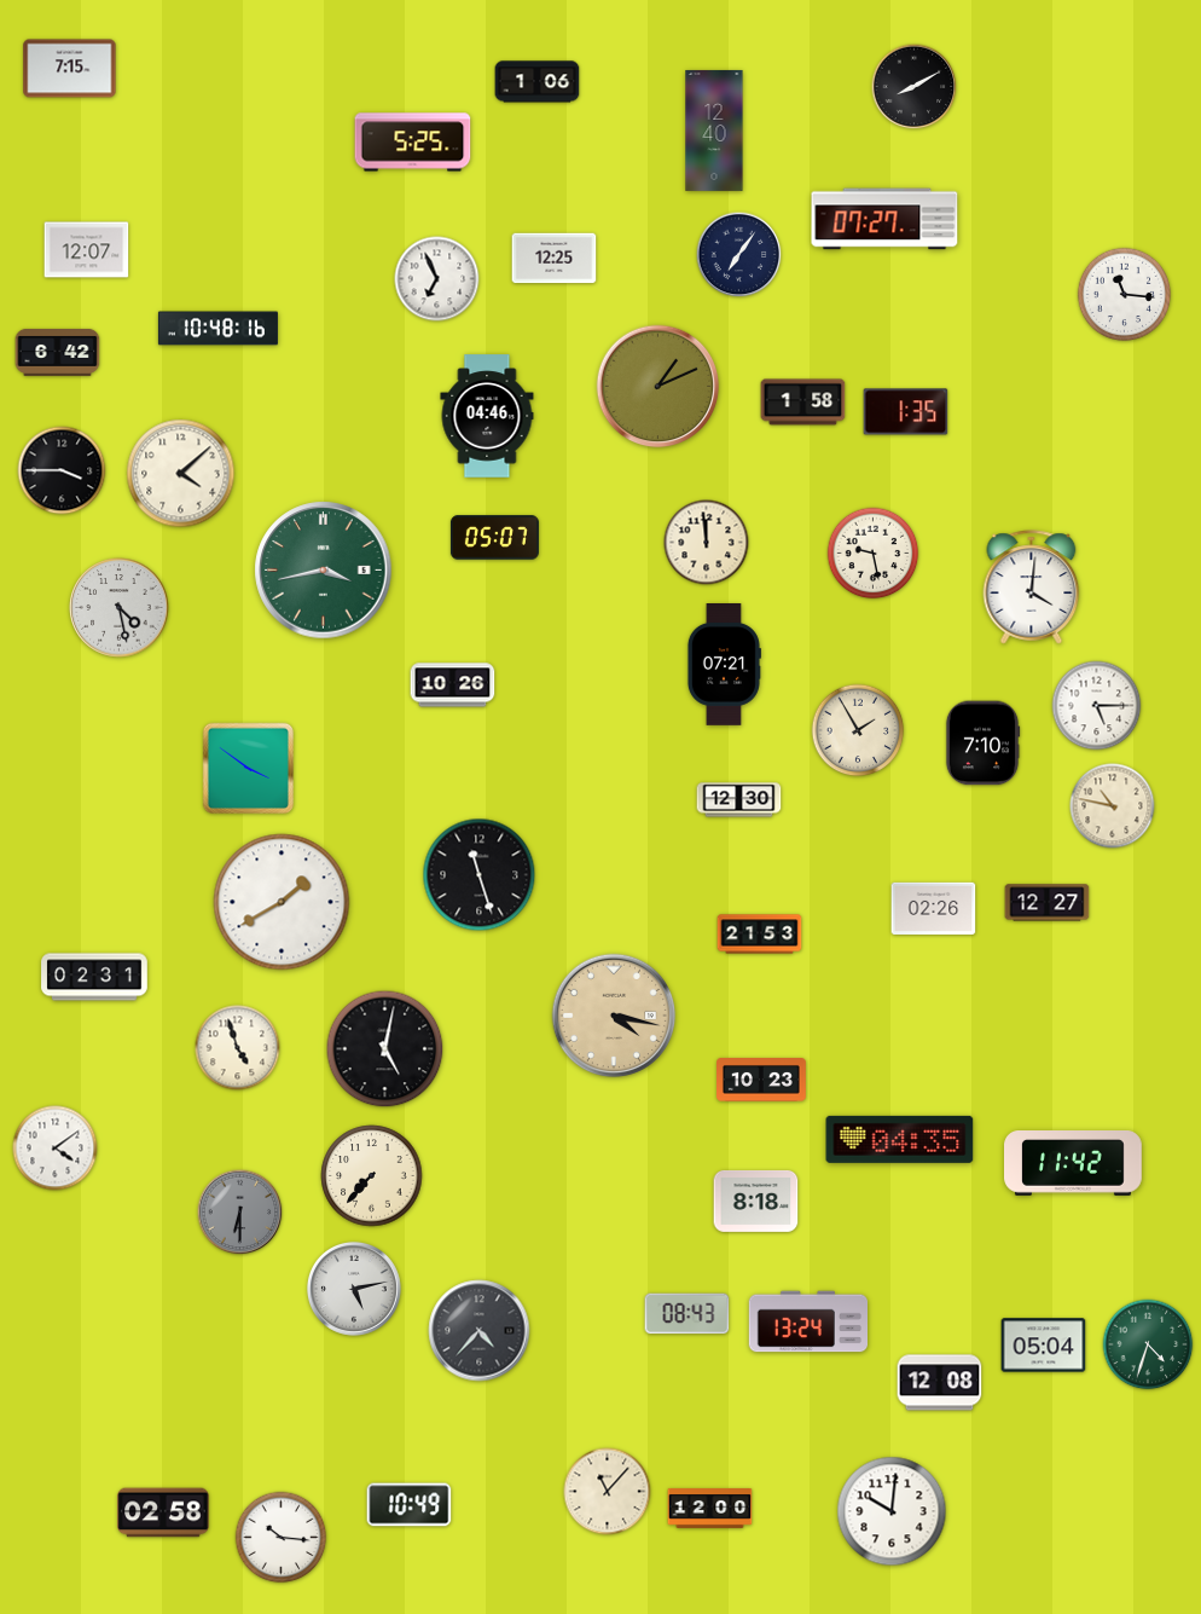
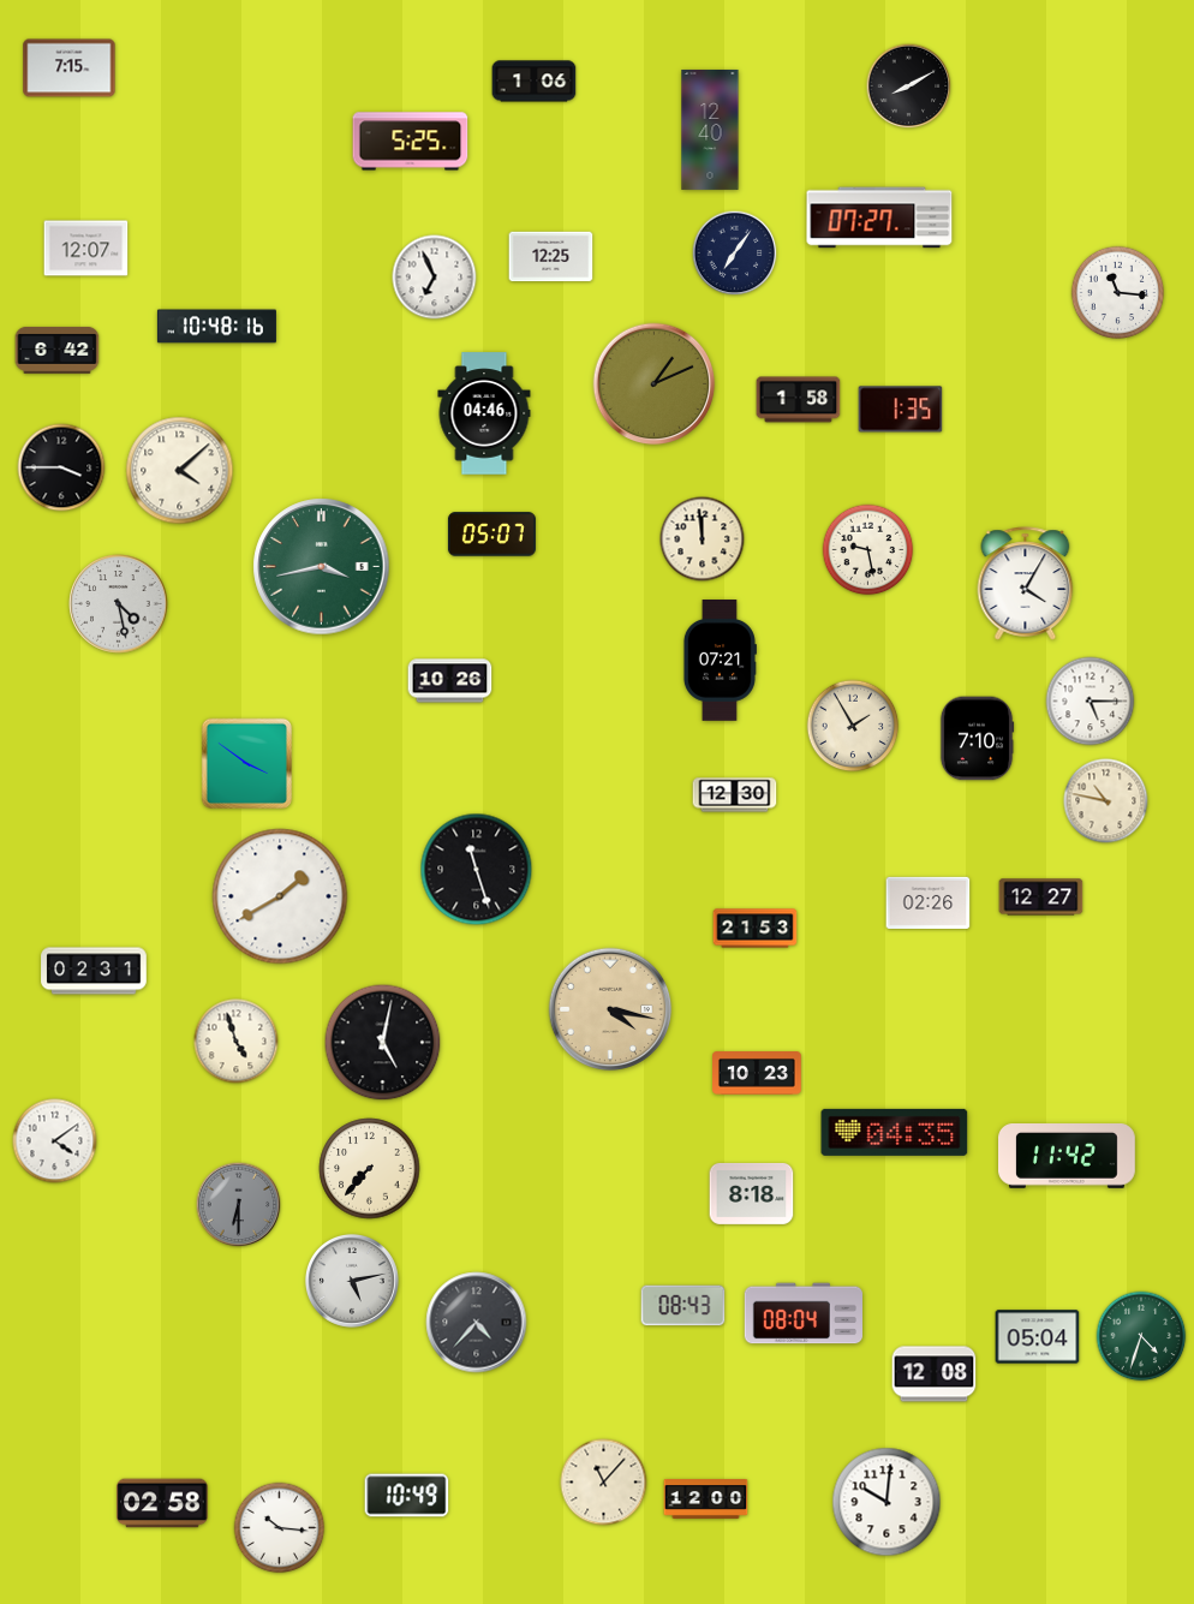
clock at (1032, 588): 4:01 -> 4:05
clock at (807, 1321): 13:24 -> 08:04
